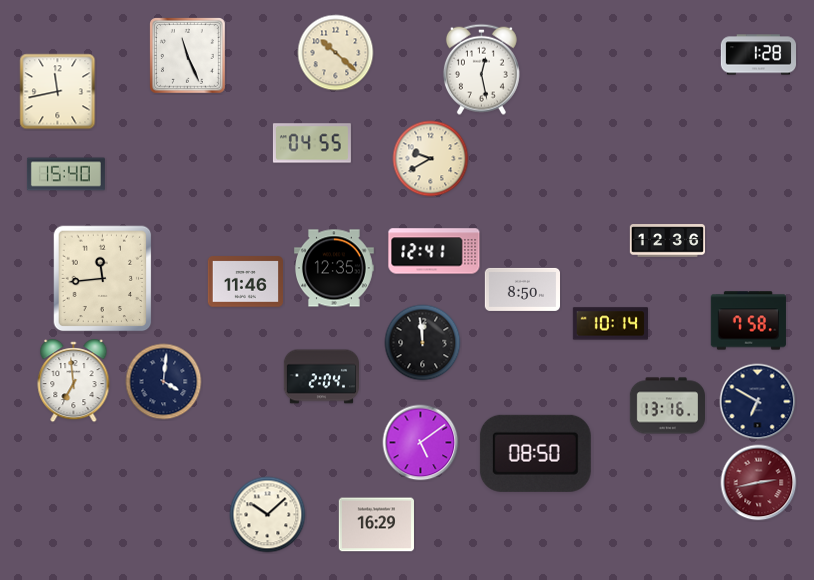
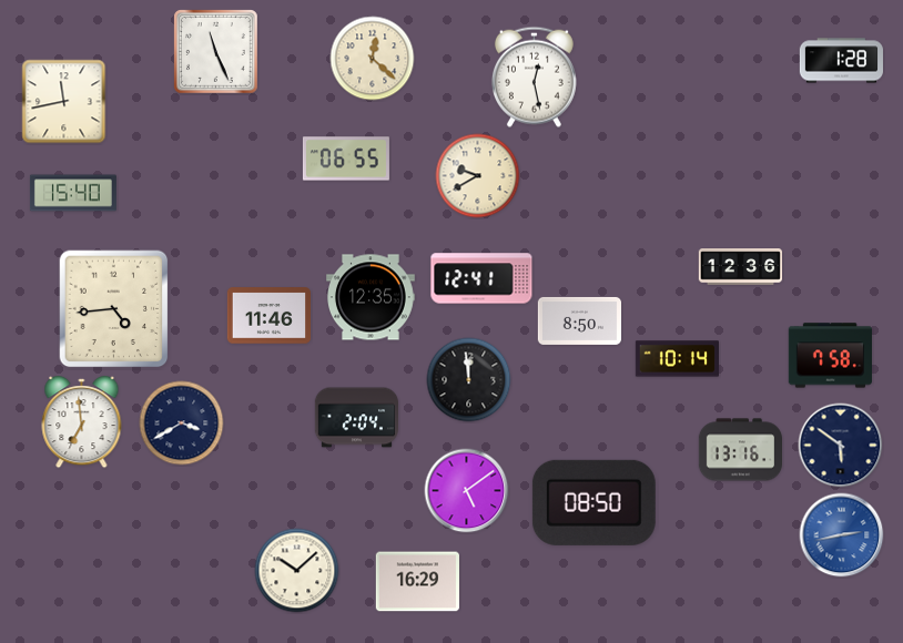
clock at (336, 53): 10:22 -> 12:22
clock at (188, 56) position: (188, 56) -> (216, 52)
clock at (312, 143): 04:55 -> 06:55
clock at (103, 279): 11:44 -> 4:44
clock at (245, 282) position: (245, 282) -> (268, 316)
clock at (164, 382): 4:01 -> 3:40
clock at (758, 402): 6:50 -> 5:51
clock at (759, 483) dial: burgundy -> blue
